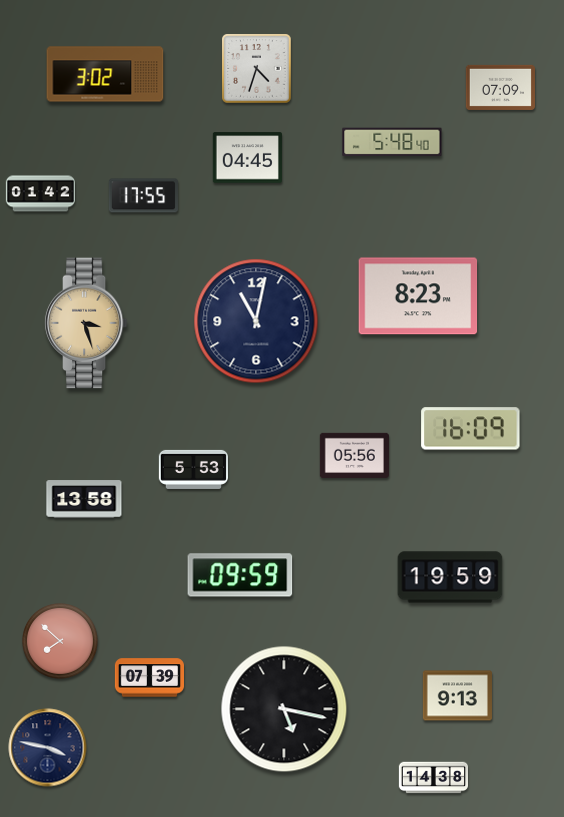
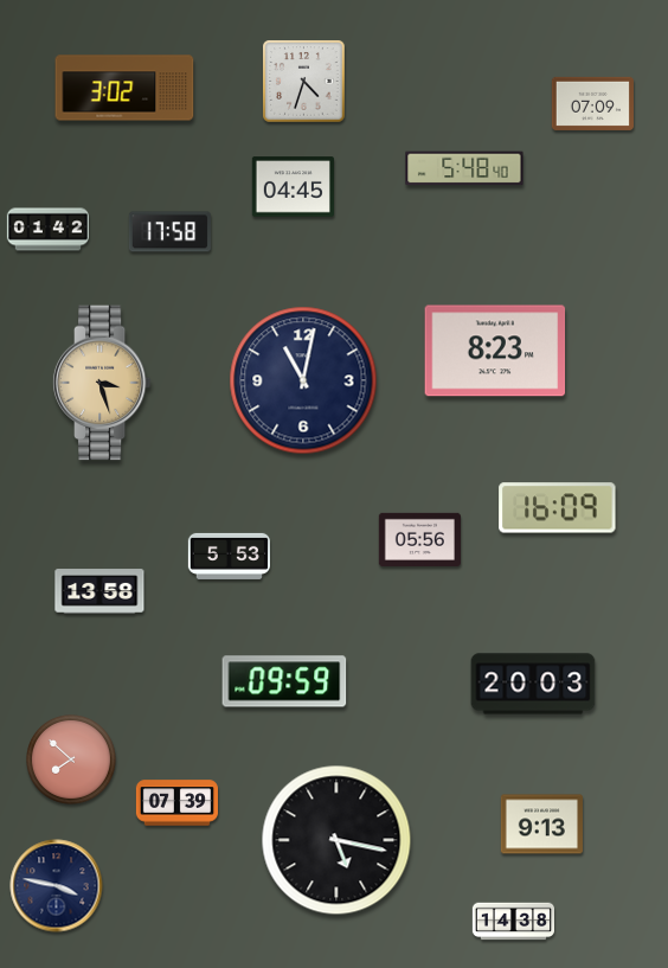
clock at (143, 196): 17:55 -> 17:58
clock at (450, 577): 19:59 -> 20:03
